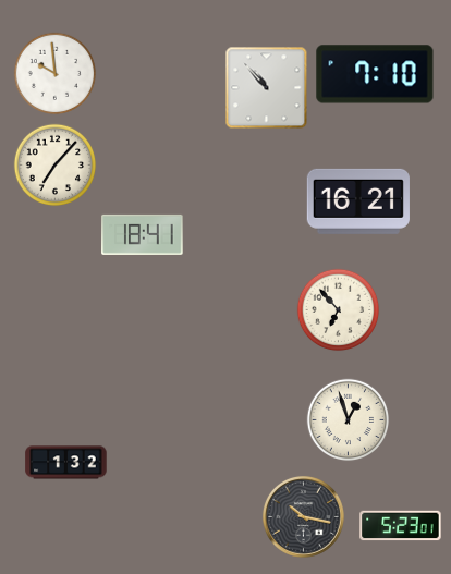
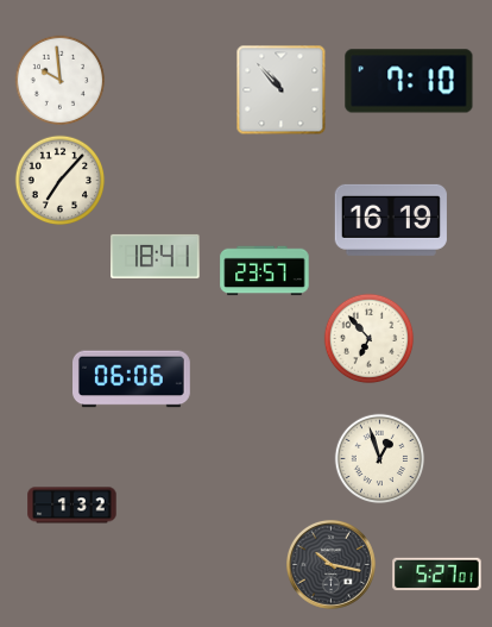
clock at (267, 88) position: (267, 88) -> (282, 90)
clock at (358, 201): 16:21 -> 16:19
clock at (265, 271): none -> 23:57
clock at (132, 380): none -> 06:06
clock at (401, 526): 5:23 -> 5:27
